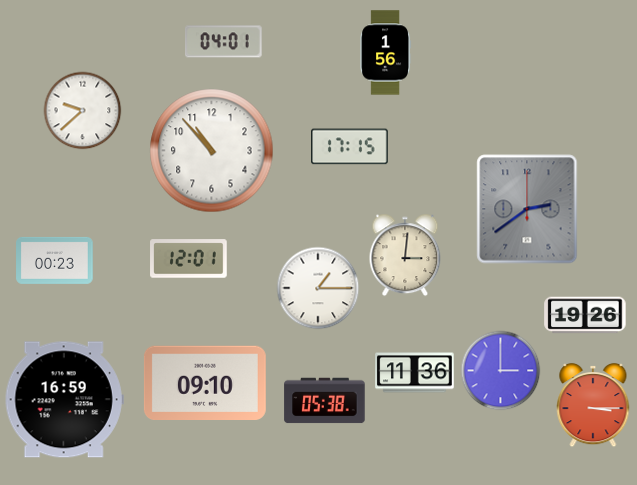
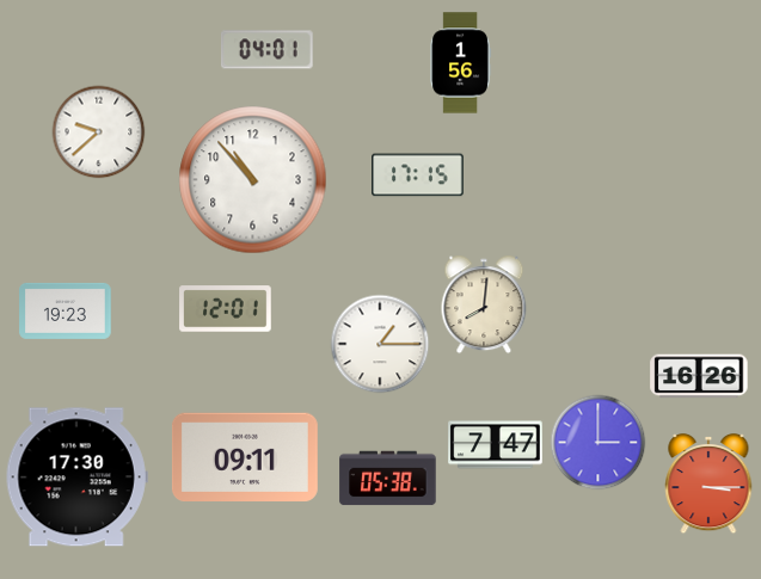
clock at (527, 209): 2:39 -> none
clock at (405, 255): 3:01 -> 8:01
clock at (55, 260): 00:23 -> 19:23
clock at (585, 315): 19:26 -> 16:26
clock at (415, 373): 11:36 -> 7:47
clock at (205, 382): 09:10 -> 09:11
clock at (64, 400): 16:59 -> 17:30
